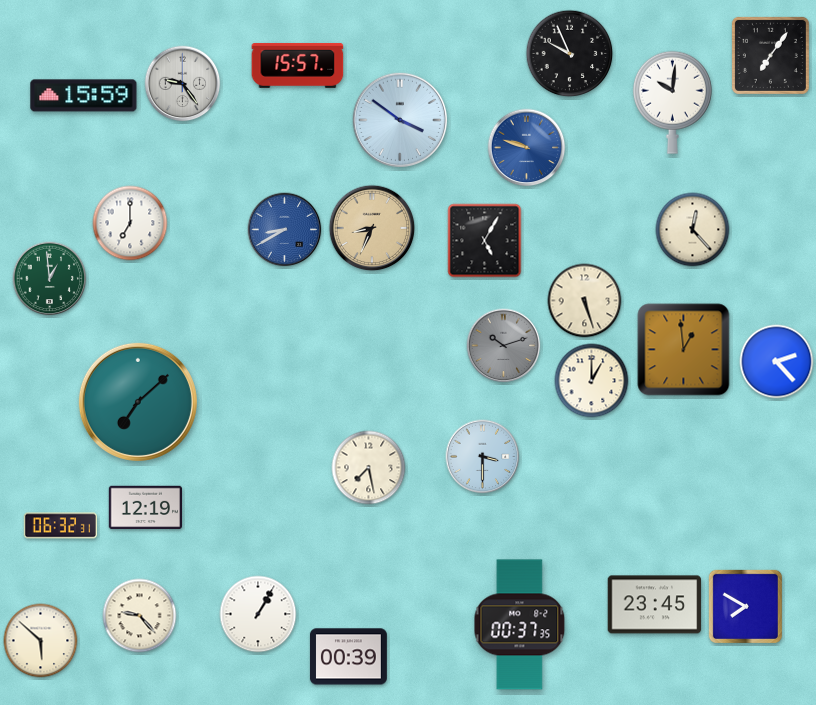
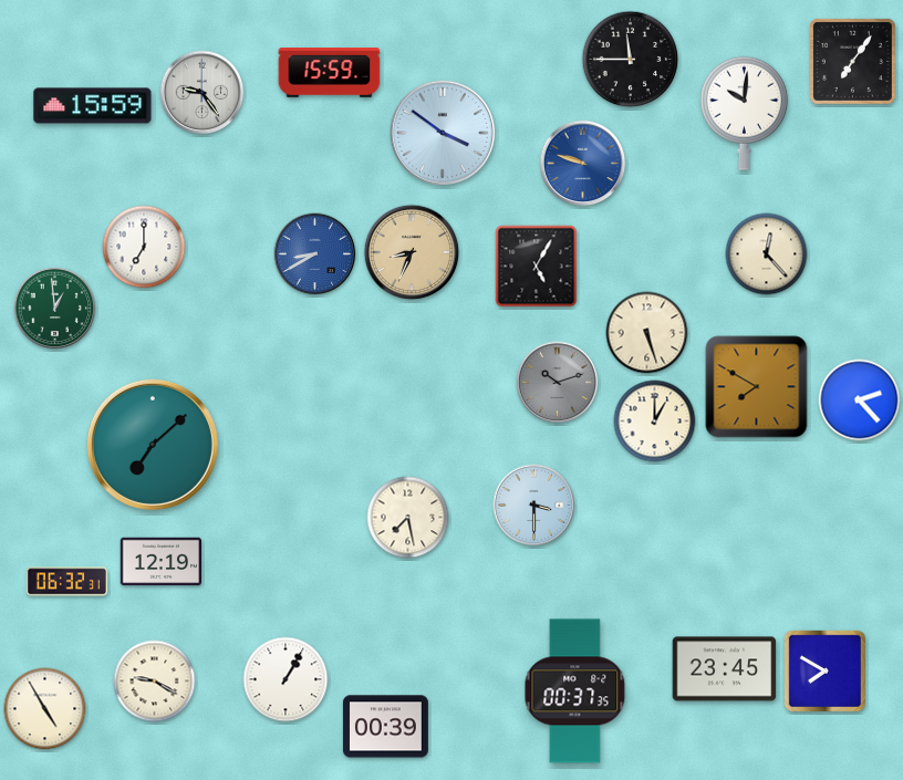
clock at (570, 54): 9:56 -> 11:45
clock at (298, 66): 15:57 -> 15:59
clock at (684, 350): 12:59 -> 7:50
clock at (140, 616): 9:23 -> 9:20
clock at (41, 641): 5:52 -> 4:55
